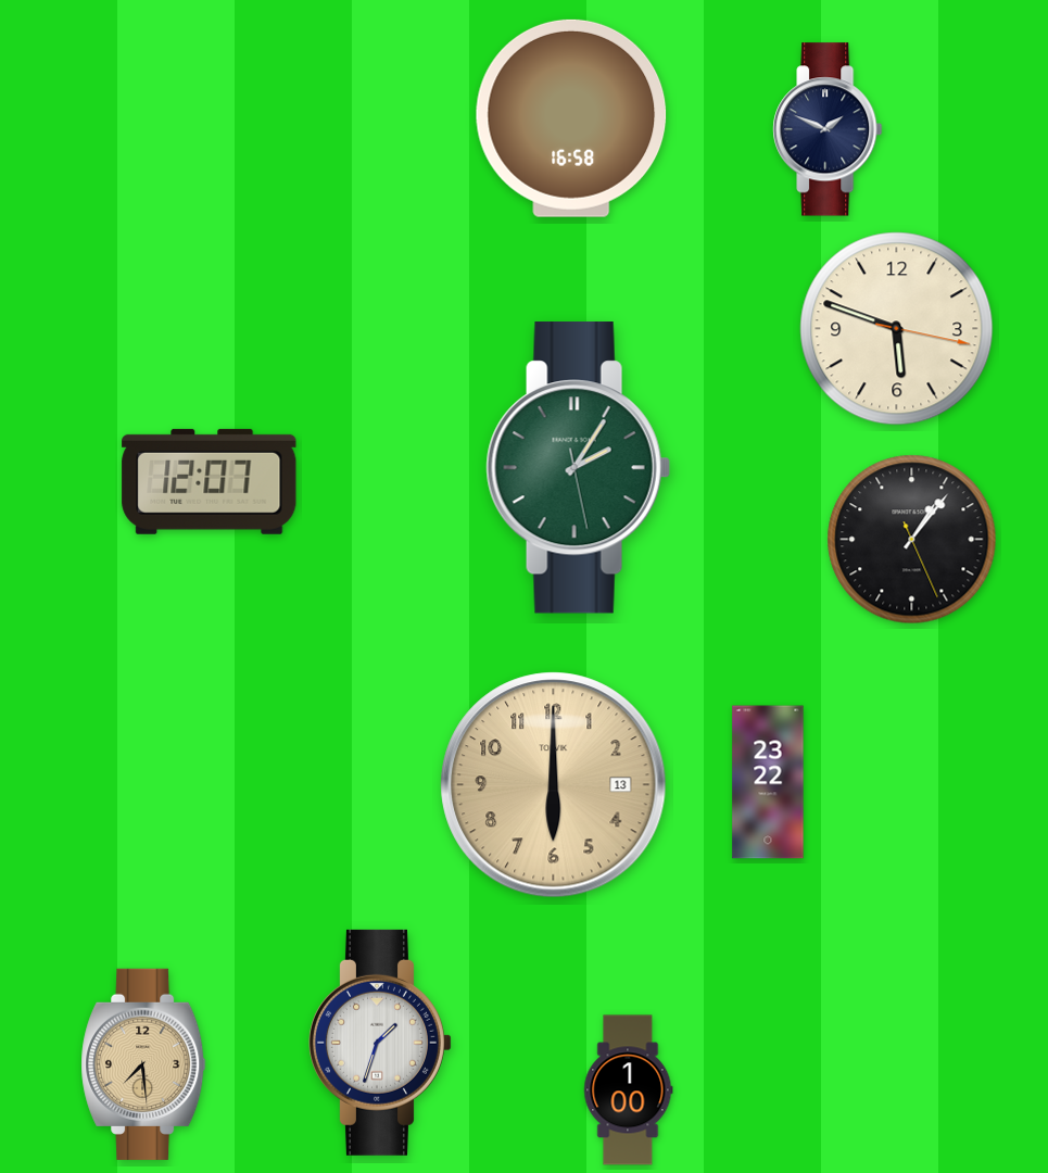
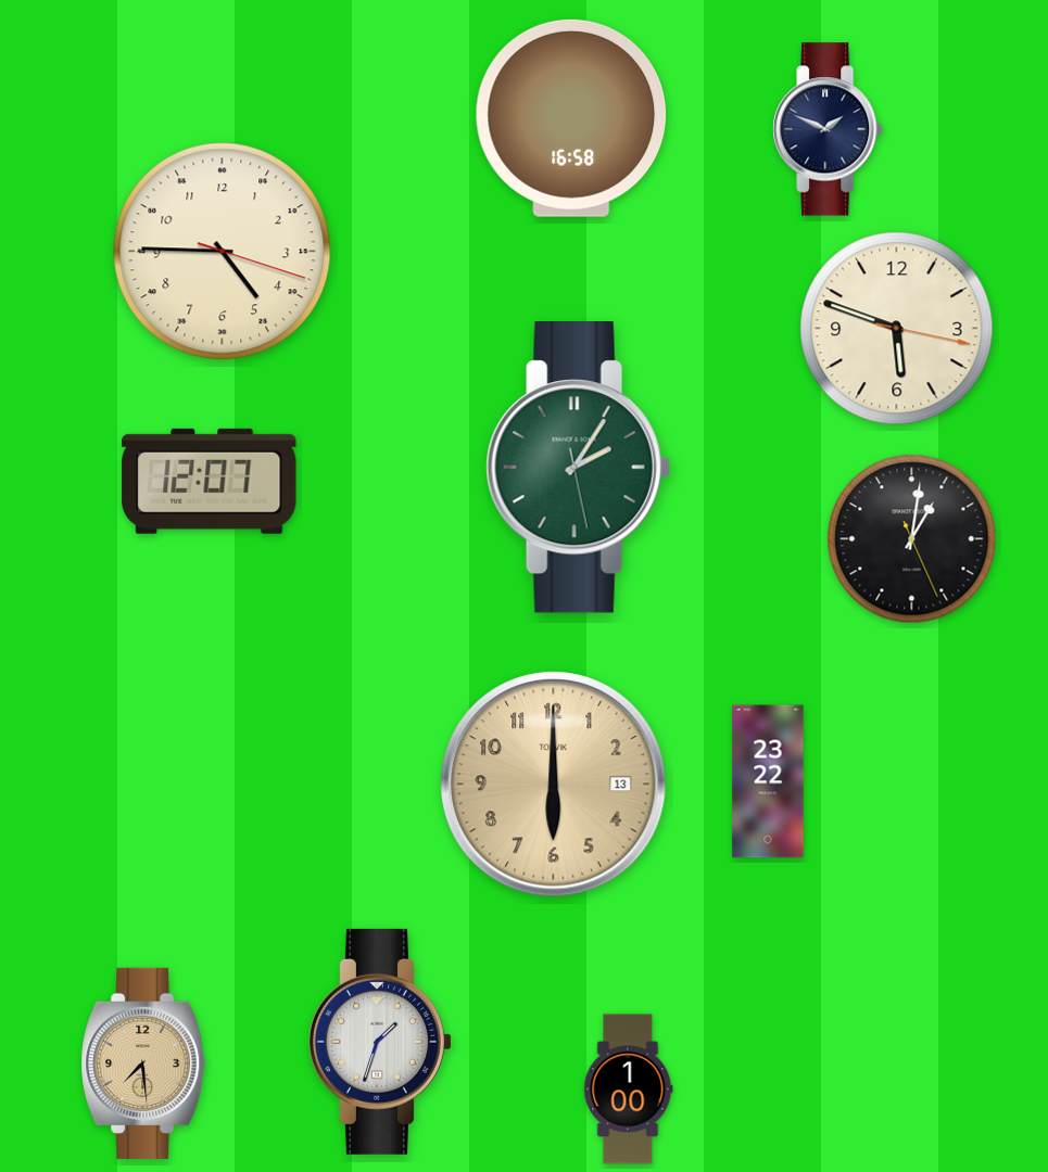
clock at (223, 252): none -> 4:45
clock at (912, 540): 1:06 -> 1:01
